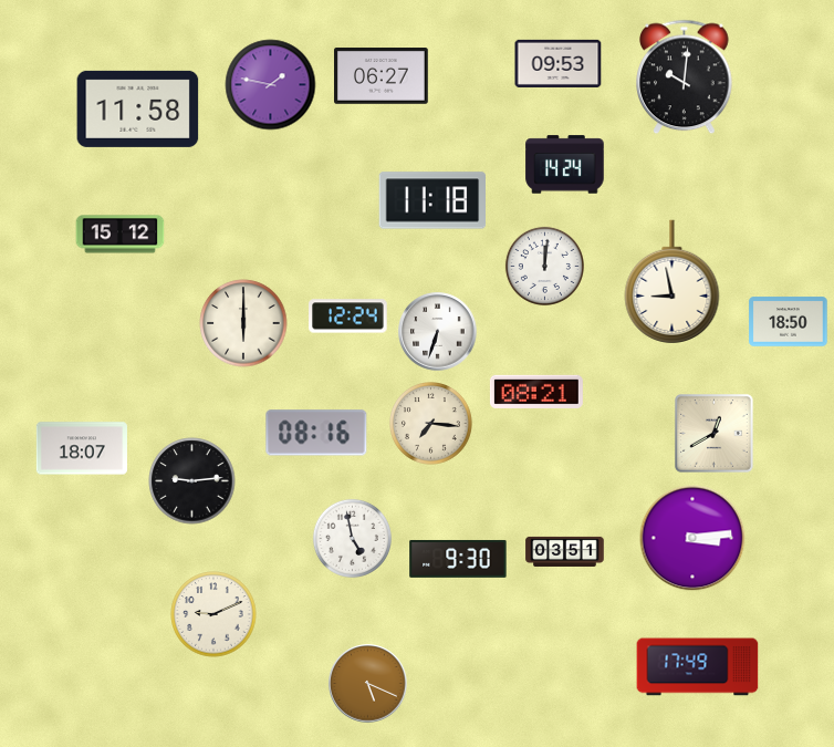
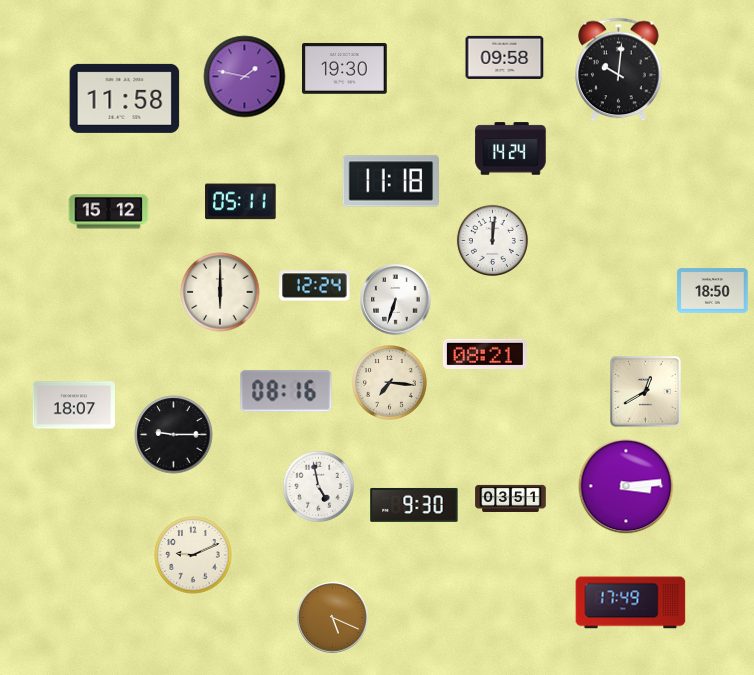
clock at (559, 63): 09:53 -> 09:58
clock at (382, 76): 06:27 -> 19:30
clock at (241, 202): none -> 05:11
clock at (673, 282): 8:58 -> none
clock at (192, 481): 9:14 -> 9:15
